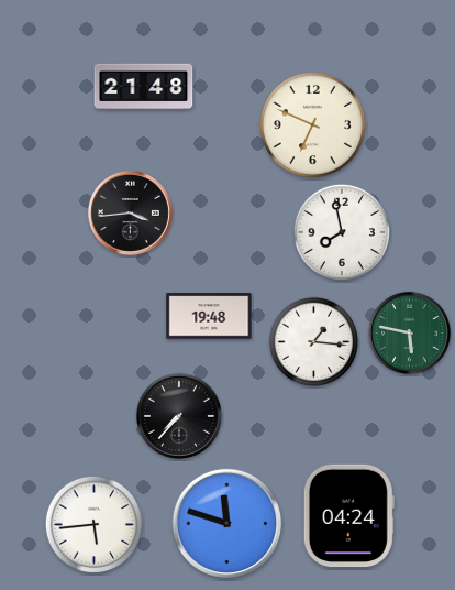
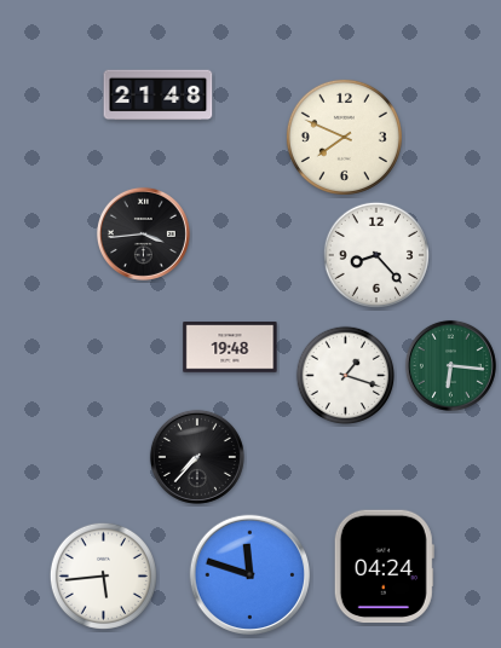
clock at (312, 124): 6:49 -> 7:49
clock at (341, 231): 7:58 -> 8:23
clock at (409, 332): 5:47 -> 6:16
clock at (314, 342): 1:16 -> 1:18
